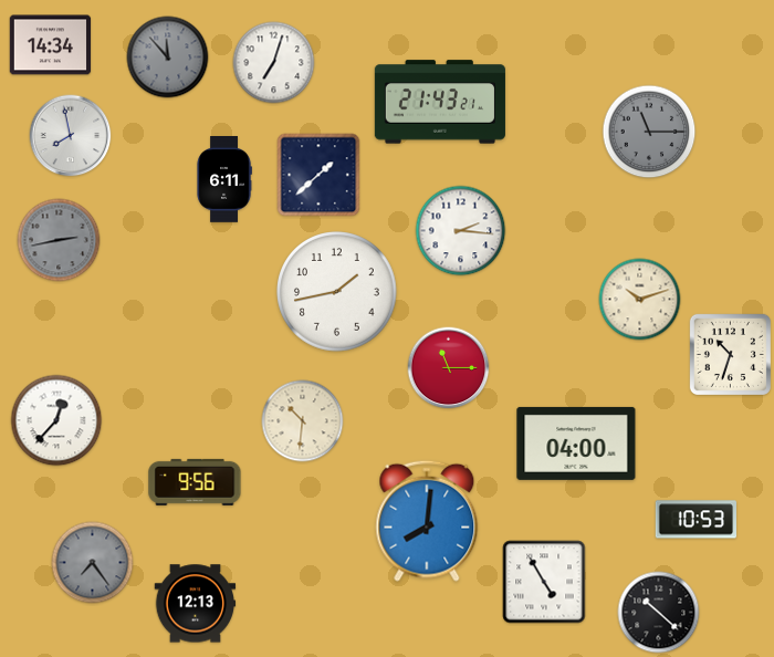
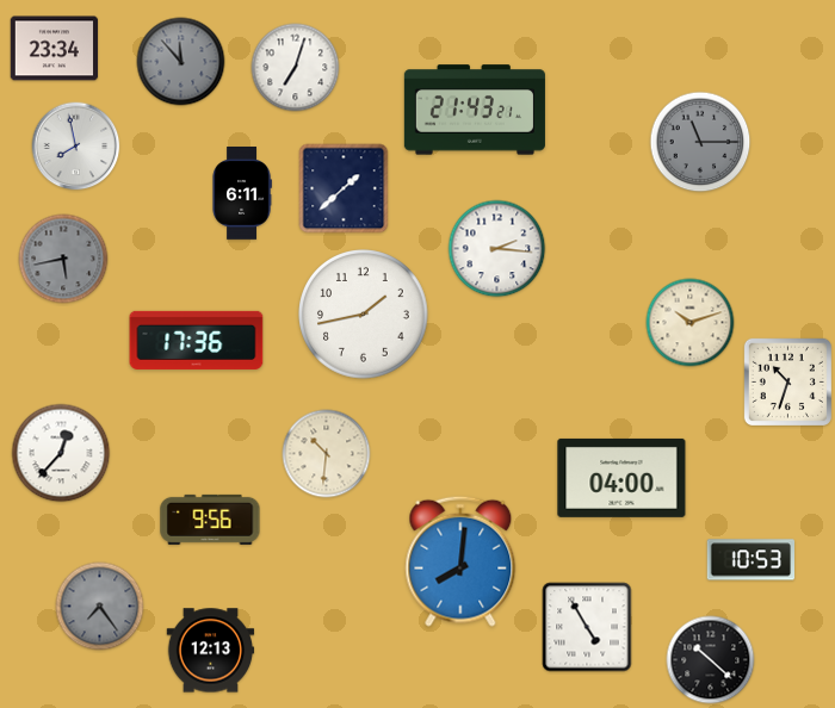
clock at (51, 45): 14:34 -> 23:34
clock at (59, 240): 2:43 -> 5:43
clock at (197, 340): none -> 17:36
clock at (449, 368): 11:15 -> none
